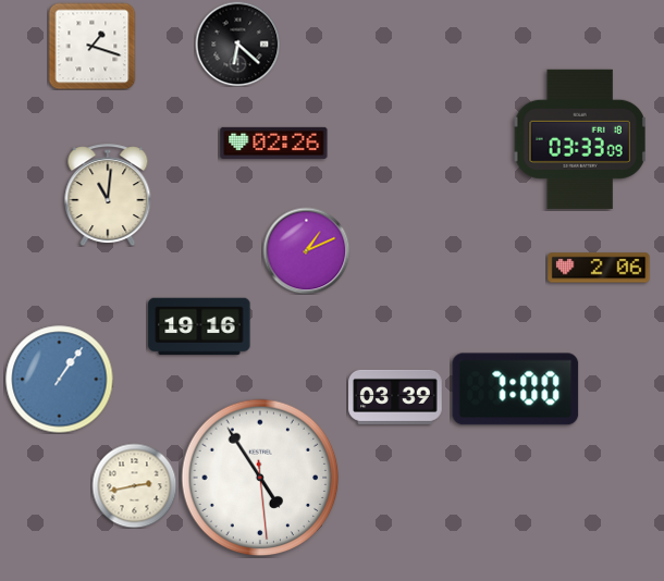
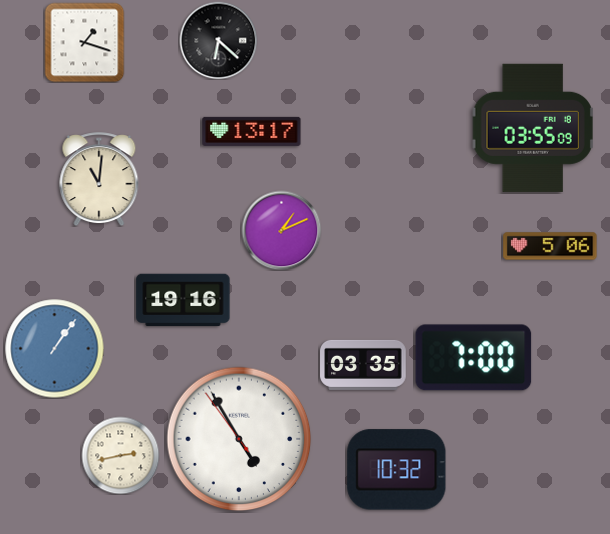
clock at (580, 139): 03:33 -> 03:55
clock at (274, 143): 02:26 -> 13:17
clock at (599, 268): 2:06 -> 5:06
clock at (395, 397): 03:39 -> 03:35
clock at (260, 478): 4:54:29 -> 4:54:54
clock at (134, 485) position: (134, 485) -> (120, 455)
clock at (397, 470): none -> 10:32
